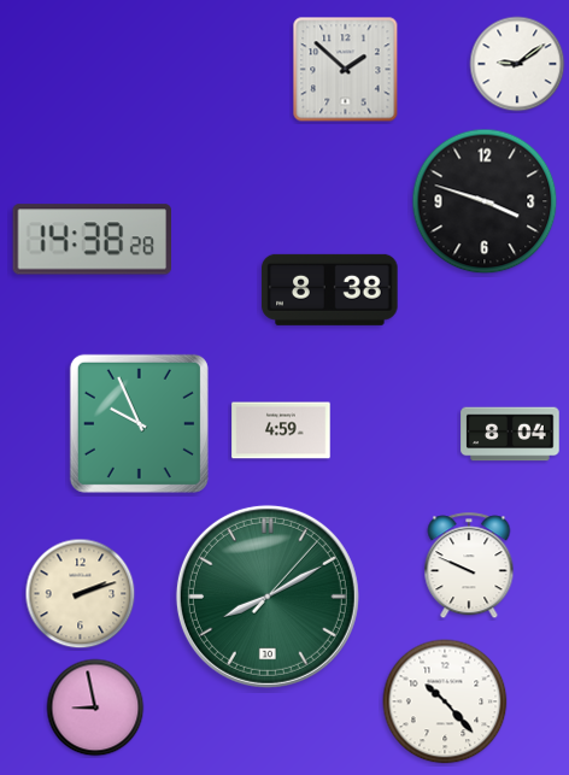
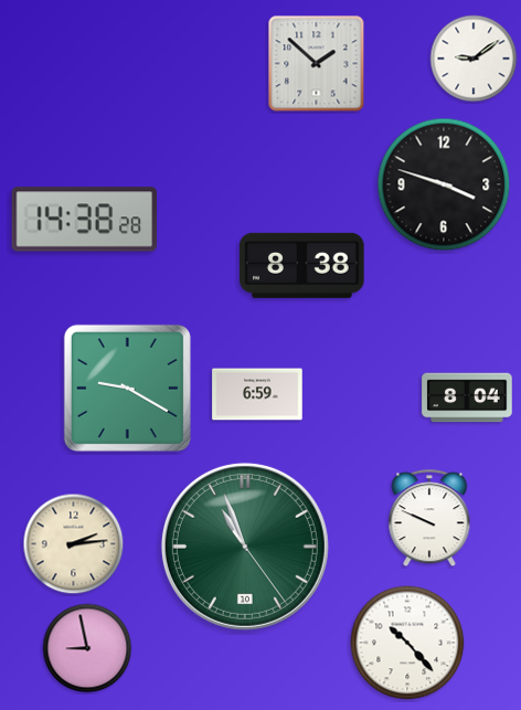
clock at (139, 423): 9:56 -> 9:20
clock at (281, 430): 4:59 -> 6:59
clock at (81, 594): 2:12 -> 2:14
clock at (268, 597): 8:10 -> 10:56
